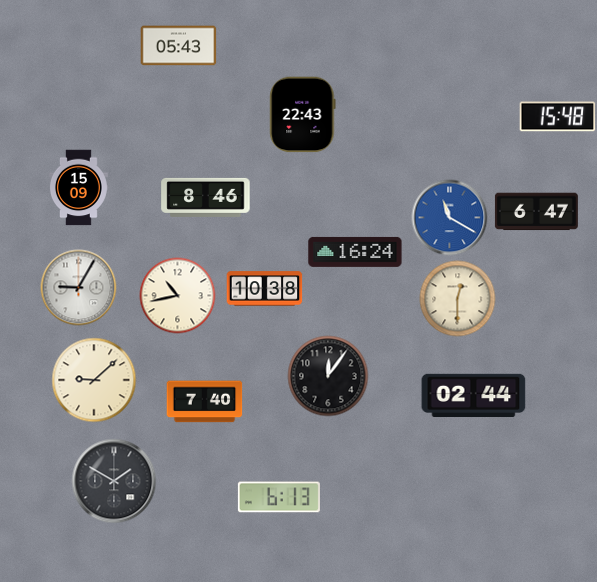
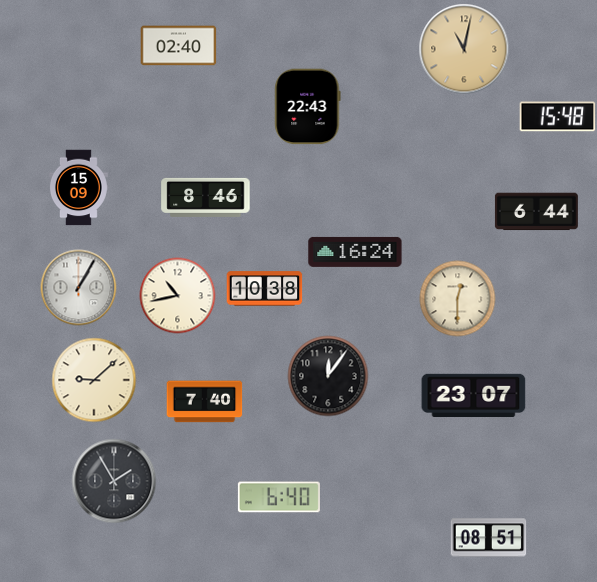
clock at (179, 46): 05:43 -> 02:40
clock at (464, 49): none -> 11:02
clock at (303, 115) position: (303, 115) -> (308, 107)
clock at (536, 212): 6:47 -> 6:44
clock at (450, 218): 11:20 -> none
clock at (79, 288): 9:05 -> 1:05
clock at (474, 396): 02:44 -> 23:07
clock at (114, 481): 1:50 -> 1:55
clock at (279, 497): 6:13 -> 6:40
clock at (489, 538): none -> 08:51
